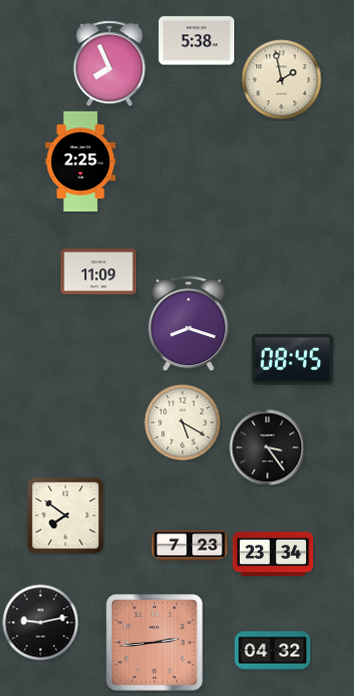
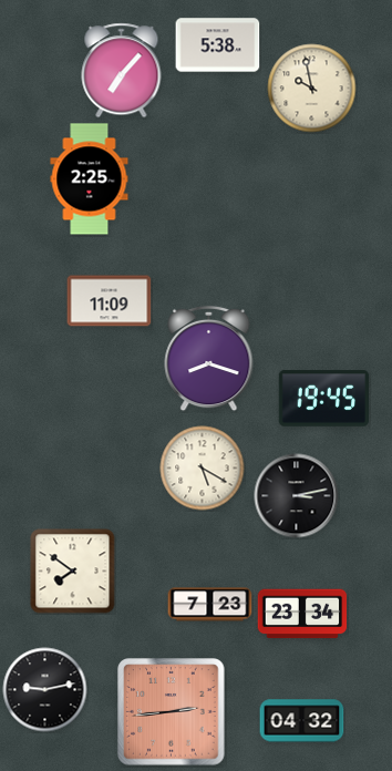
clock at (110, 64): 7:56 -> 7:07
clock at (282, 80): 1:58 -> 9:58
clock at (292, 360): 08:45 -> 19:45
clock at (268, 448): 3:24 -> 3:13
